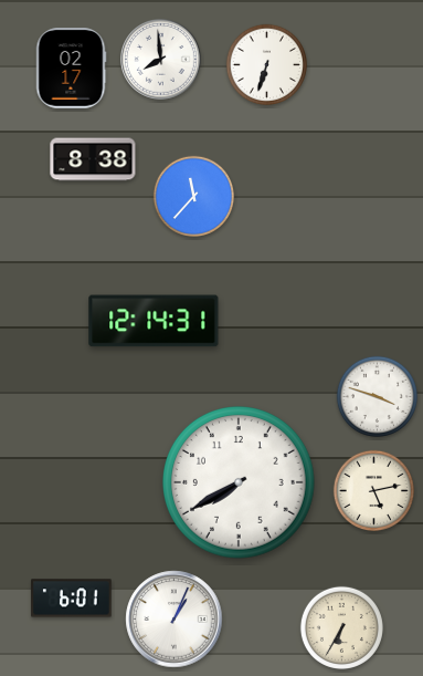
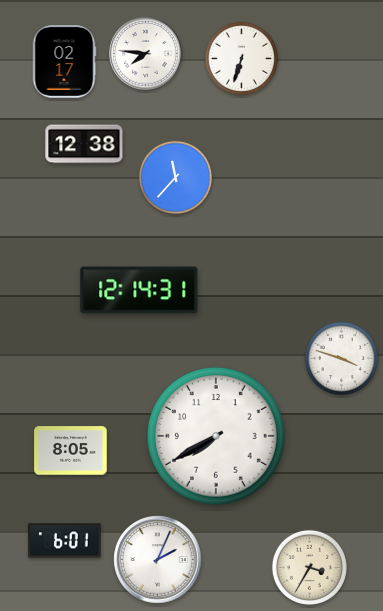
clock at (161, 60): 7:59 -> 7:46
clock at (93, 159): 8:38 -> 12:38
clock at (374, 490): 5:13 -> none
clock at (71, 451): none -> 8:05
clock at (175, 620): 1:04 -> 2:04
clock at (341, 627): 6:35 -> 3:35
